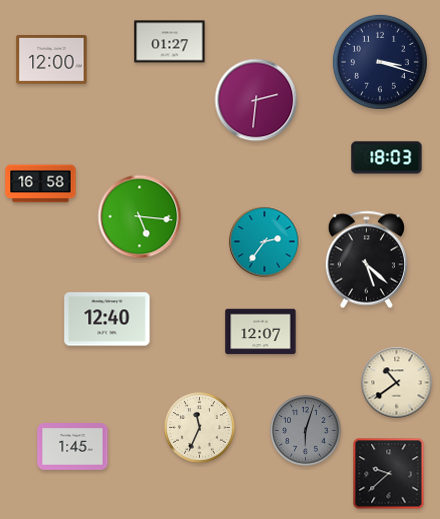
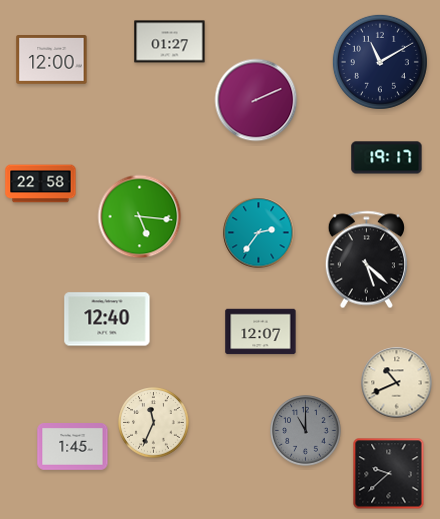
clock at (380, 62): 3:18 -> 11:10
clock at (256, 100): 2:31 -> 2:11
clock at (387, 158): 18:03 -> 19:17
clock at (41, 184): 16:58 -> 22:58
clock at (265, 242) position: (265, 242) -> (259, 233)
clock at (397, 383): 10:39 -> 10:41
clock at (200, 428) position: (200, 428) -> (154, 423)
clock at (306, 431): 6:03 -> 11:00
